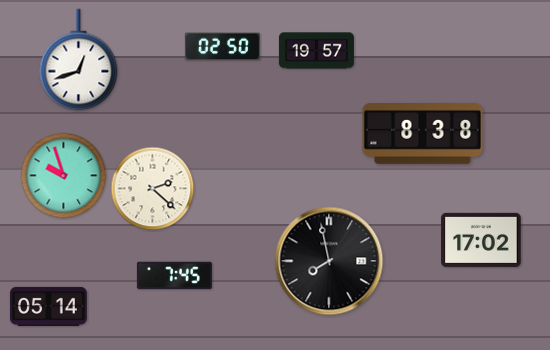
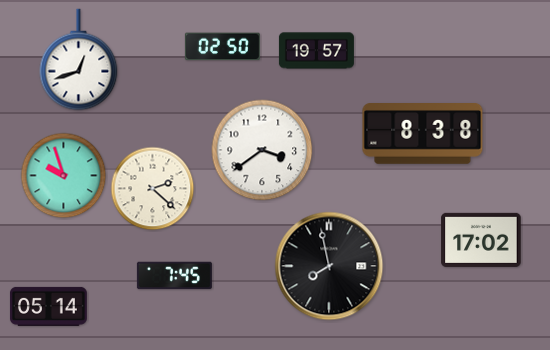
clock at (262, 150): none -> 3:39
clock at (329, 261) position: (329, 261) -> (329, 266)
